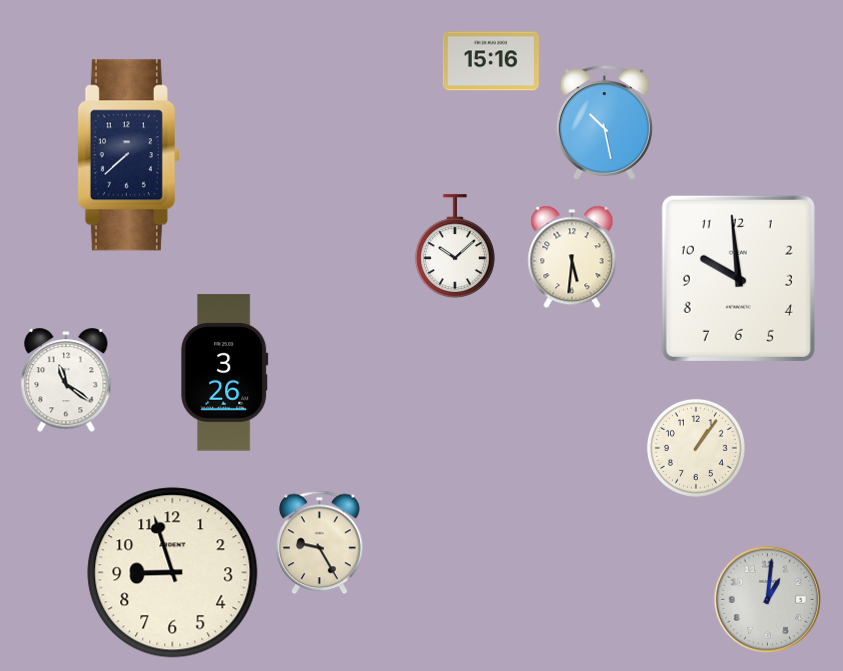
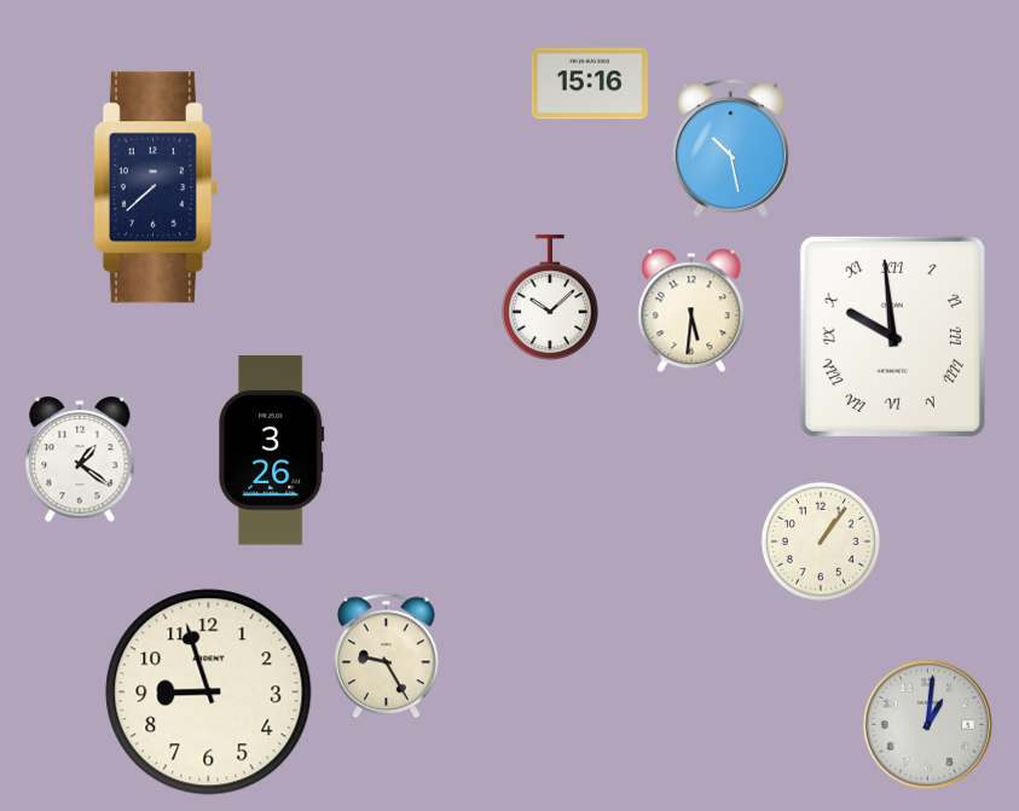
clock at (491, 61) position: (491, 61) -> (590, 83)
clock at (738, 278) numerals: Arabic -> Roman
clock at (66, 381): 11:21 -> 1:21
clock at (696, 448) position: (696, 448) -> (821, 541)
